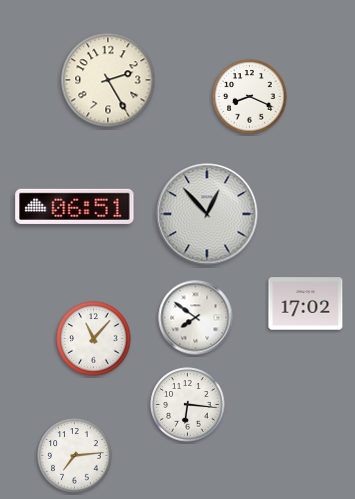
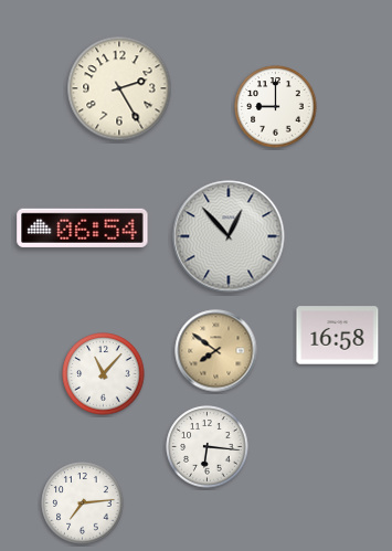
clock at (250, 97): 8:19 -> 9:00
clock at (75, 206): 06:51 -> 06:54
clock at (306, 304): 17:02 -> 16:58
clock at (196, 318) dial: white -> champagne
